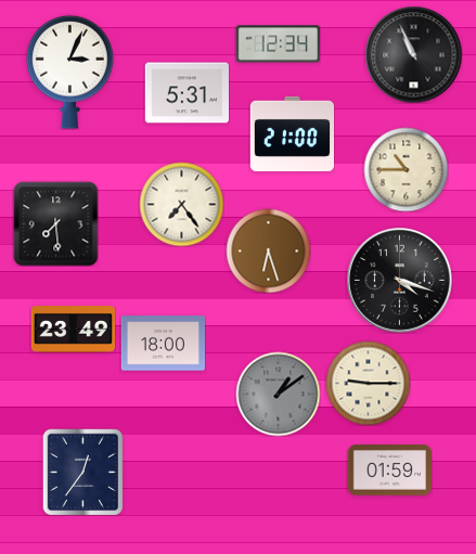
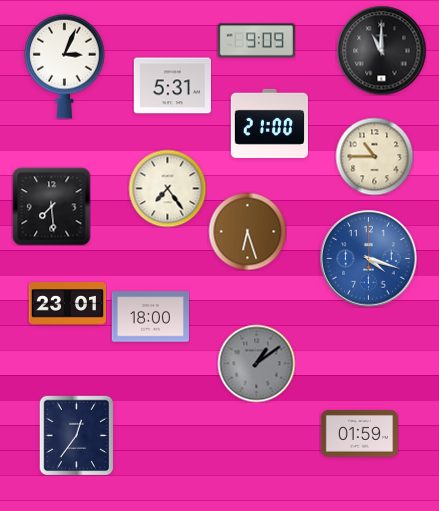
clock at (278, 44): 12:34 -> 9:09
clock at (413, 54): 10:56 -> 11:00
clock at (400, 281) dial: black -> blue
clock at (73, 330): 23:49 -> 23:01
clock at (368, 383): 9:15 -> none
